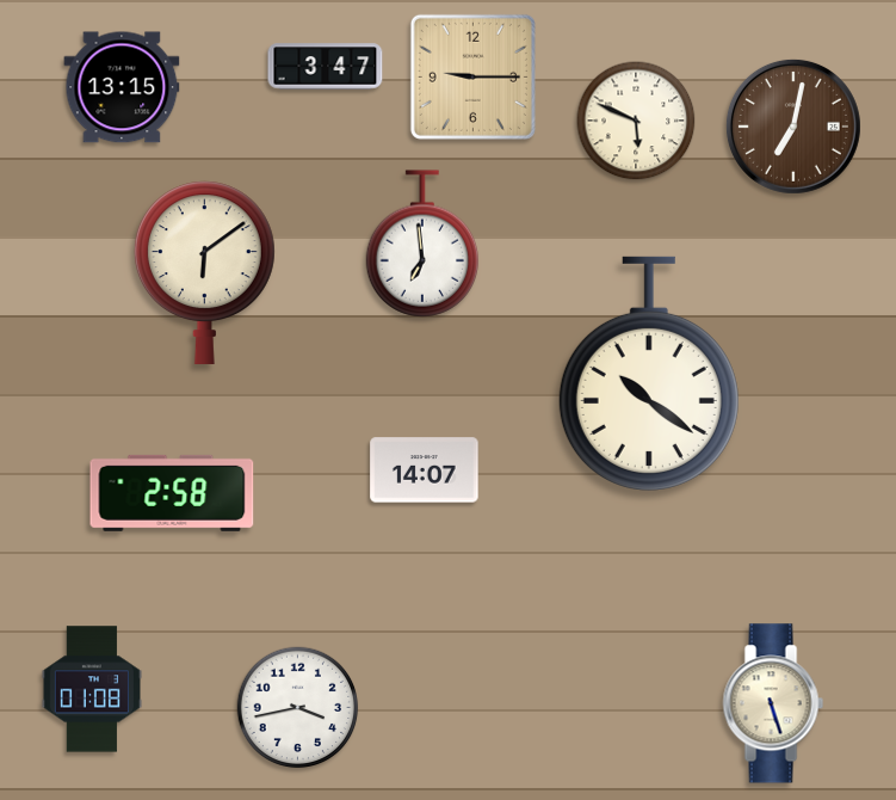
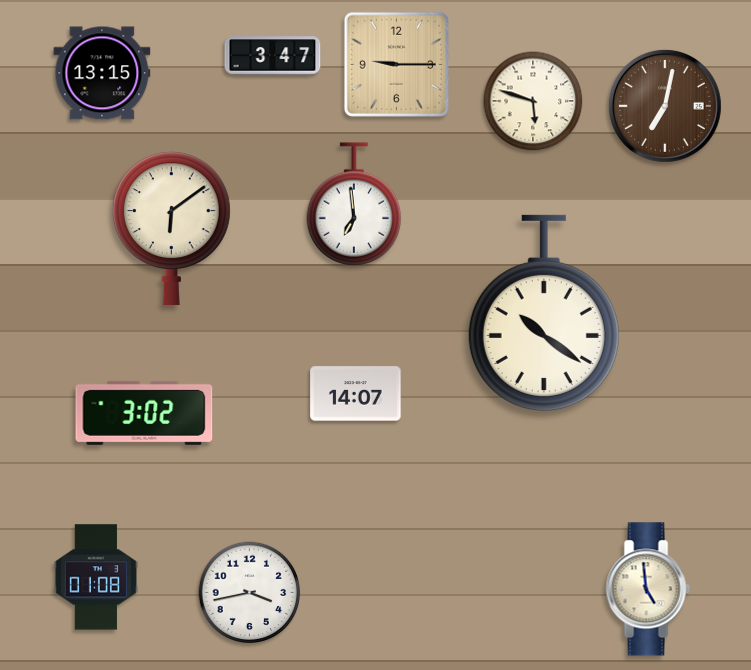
clock at (636, 121): 5:49 -> 5:48
clock at (172, 493): 2:58 -> 3:02
clock at (91, 689) position: (91, 689) -> (95, 577)
clock at (773, 703): 5:27 -> 4:59
